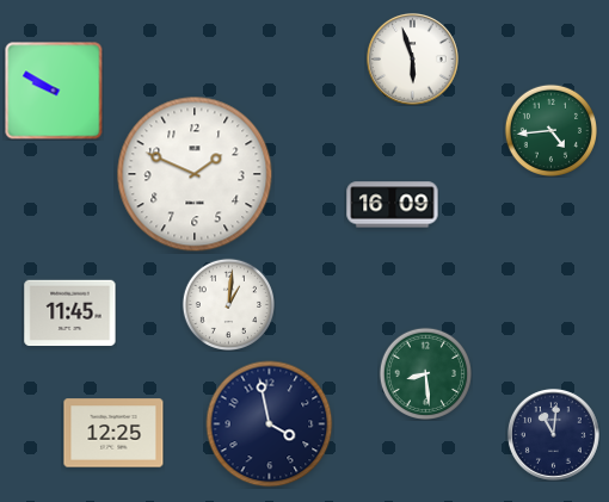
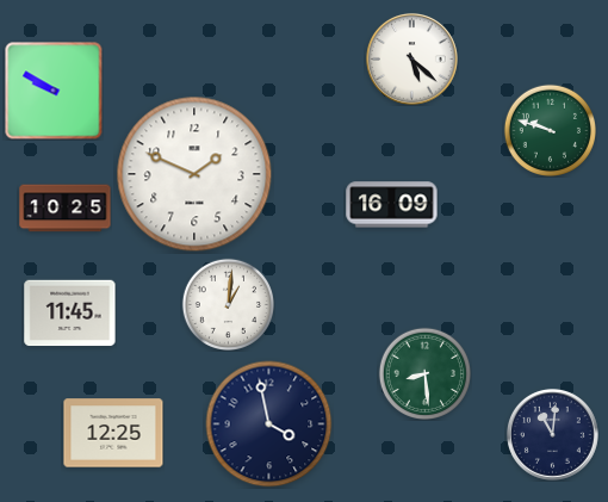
clock at (412, 58): 5:57 -> 5:22
clock at (550, 130): 4:44 -> 9:48
clock at (66, 209): none -> 10:25
